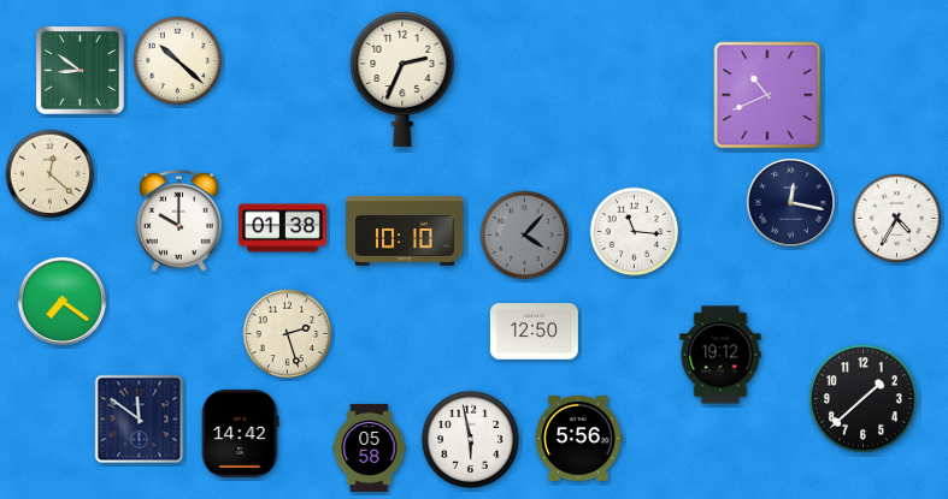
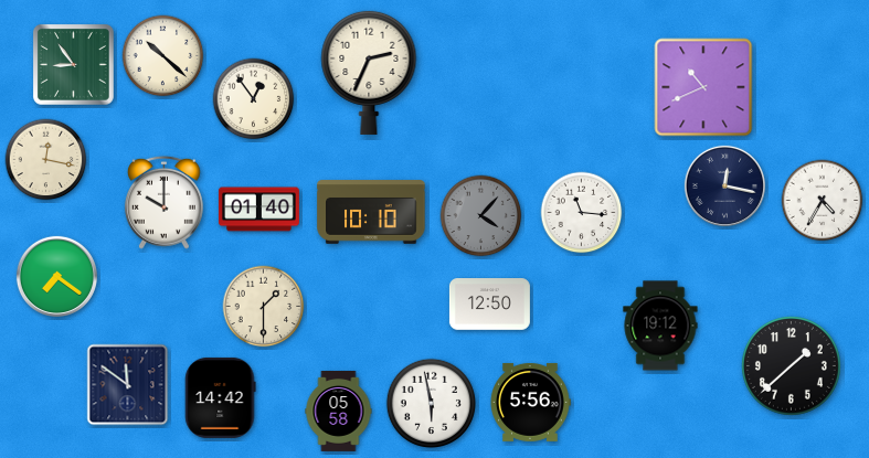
clock at (81, 71): 8:51 -> 8:54
clock at (254, 99): none -> 12:54
clock at (51, 174): 12:22 -> 12:17
clock at (282, 228): 01:38 -> 01:40
clock at (288, 334): 2:27 -> 1:30
